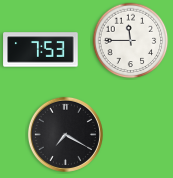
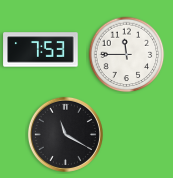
clock at (131, 41) position: (131, 41) -> (127, 55)
clock at (65, 134): 7:20 -> 11:20
